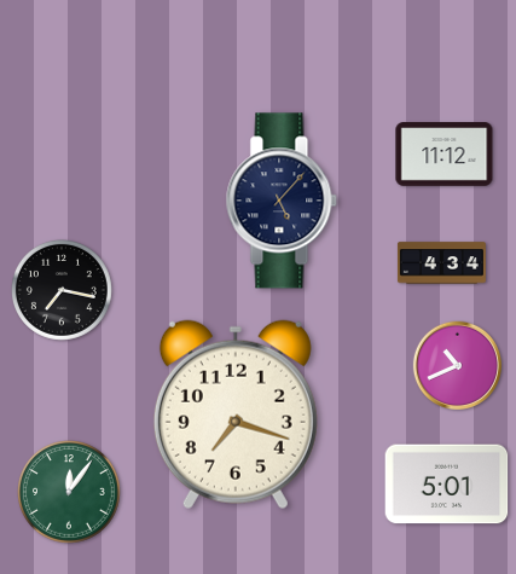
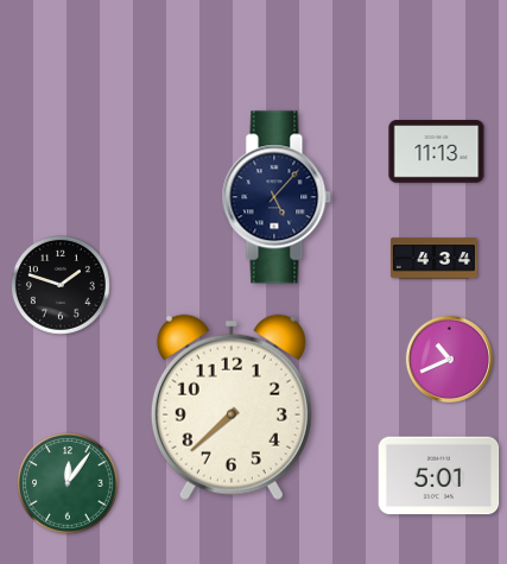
clock at (445, 155): 11:12 -> 11:13
clock at (62, 290): 7:17 -> 1:48
clock at (236, 414): 7:18 -> 7:38
